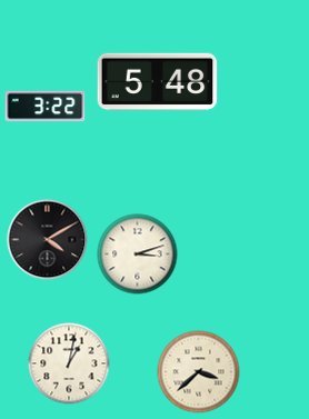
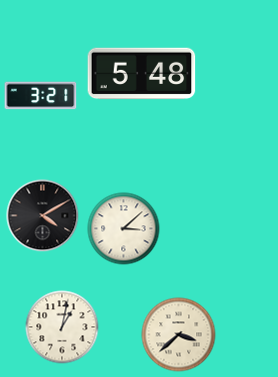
clock at (46, 107): 3:22 -> 3:21
clock at (138, 255): 3:12 -> 3:08
